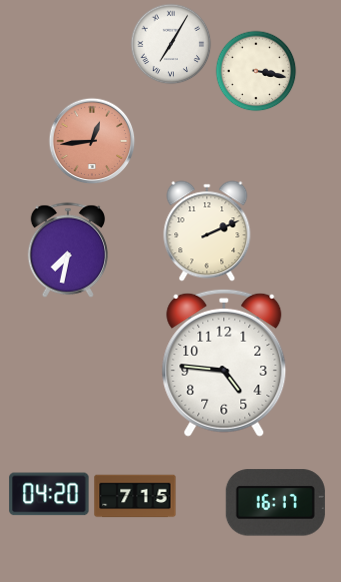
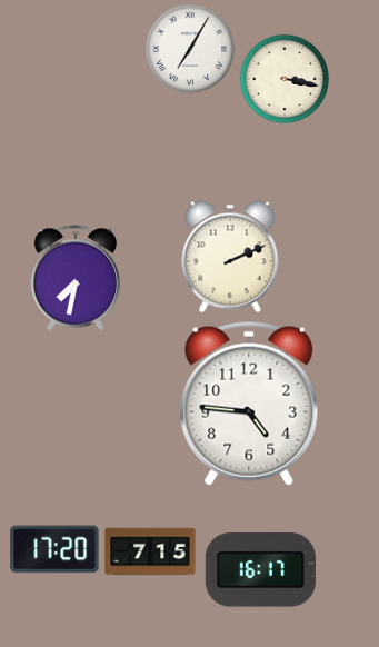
clock at (92, 141): 12:44 -> none
clock at (49, 494): 04:20 -> 17:20
clock at (275, 503) position: (275, 503) -> (260, 570)
